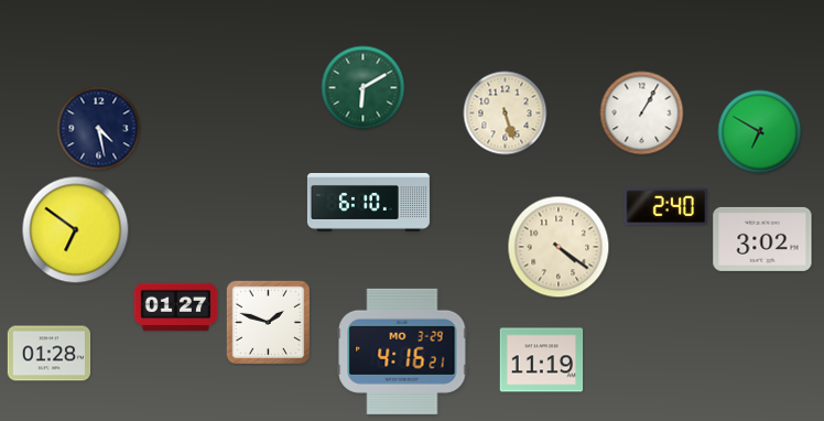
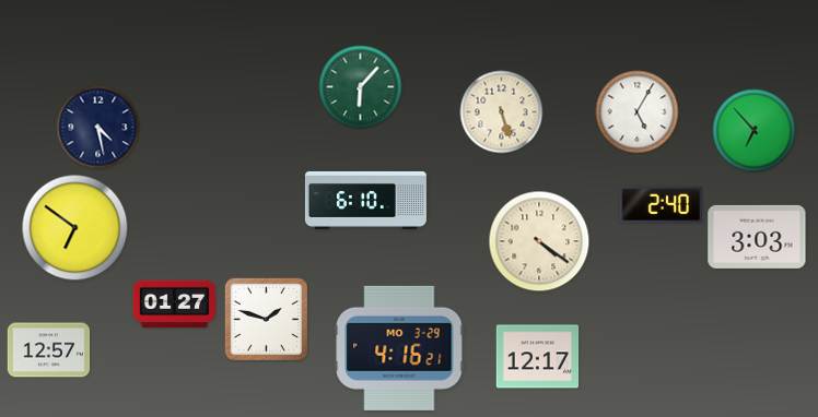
clock at (364, 88): 6:10 -> 6:07
clock at (642, 114): 1:05 -> 5:05
clock at (760, 132): 6:50 -> 6:53
clock at (762, 239): 3:02 -> 3:03
clock at (559, 247) position: (559, 247) -> (539, 241)
clock at (50, 354): 01:28 -> 12:57
clock at (542, 360): 11:19 -> 12:17
